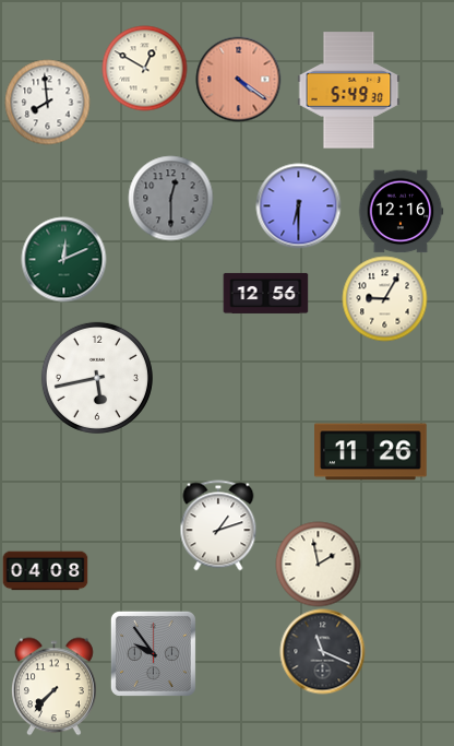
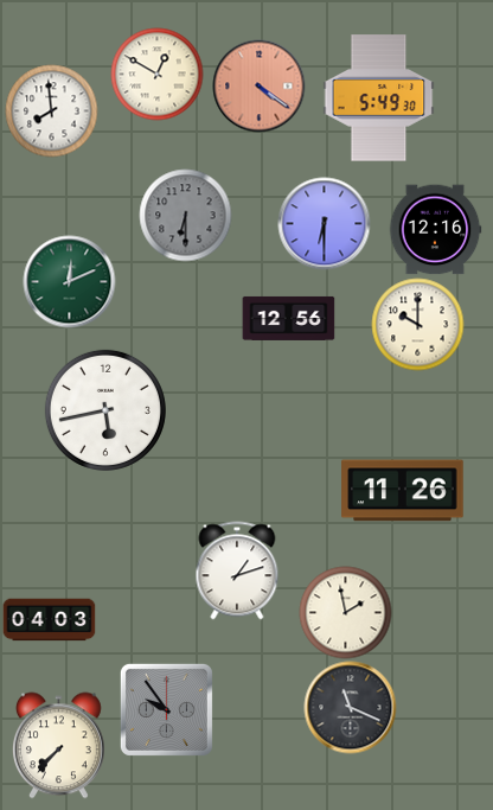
clock at (170, 198): 12:30 -> 6:30
clock at (384, 298): 9:05 -> 10:00
clock at (45, 571): 04:08 -> 04:03
